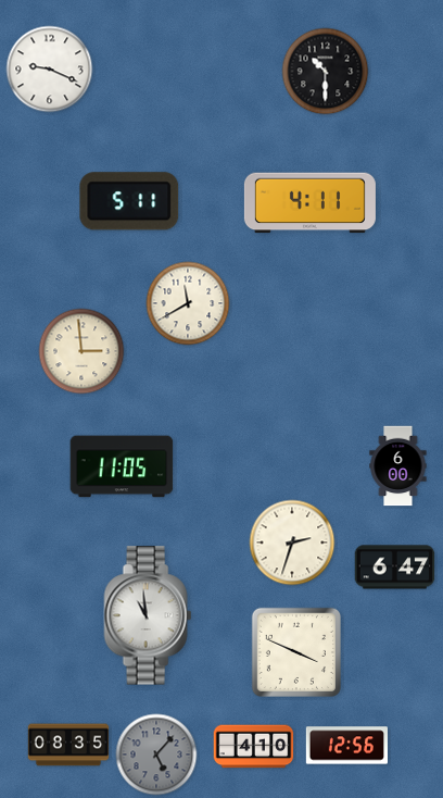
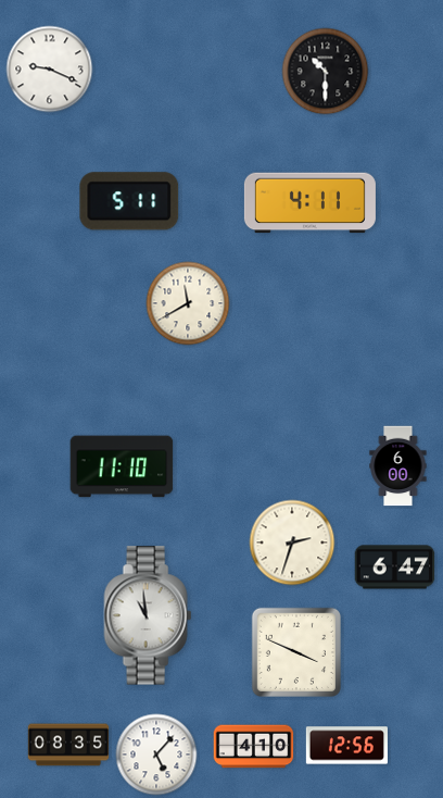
clock at (81, 351): 2:59 -> none
clock at (122, 466): 11:05 -> 11:10
clock at (156, 755) dial: grey -> white
